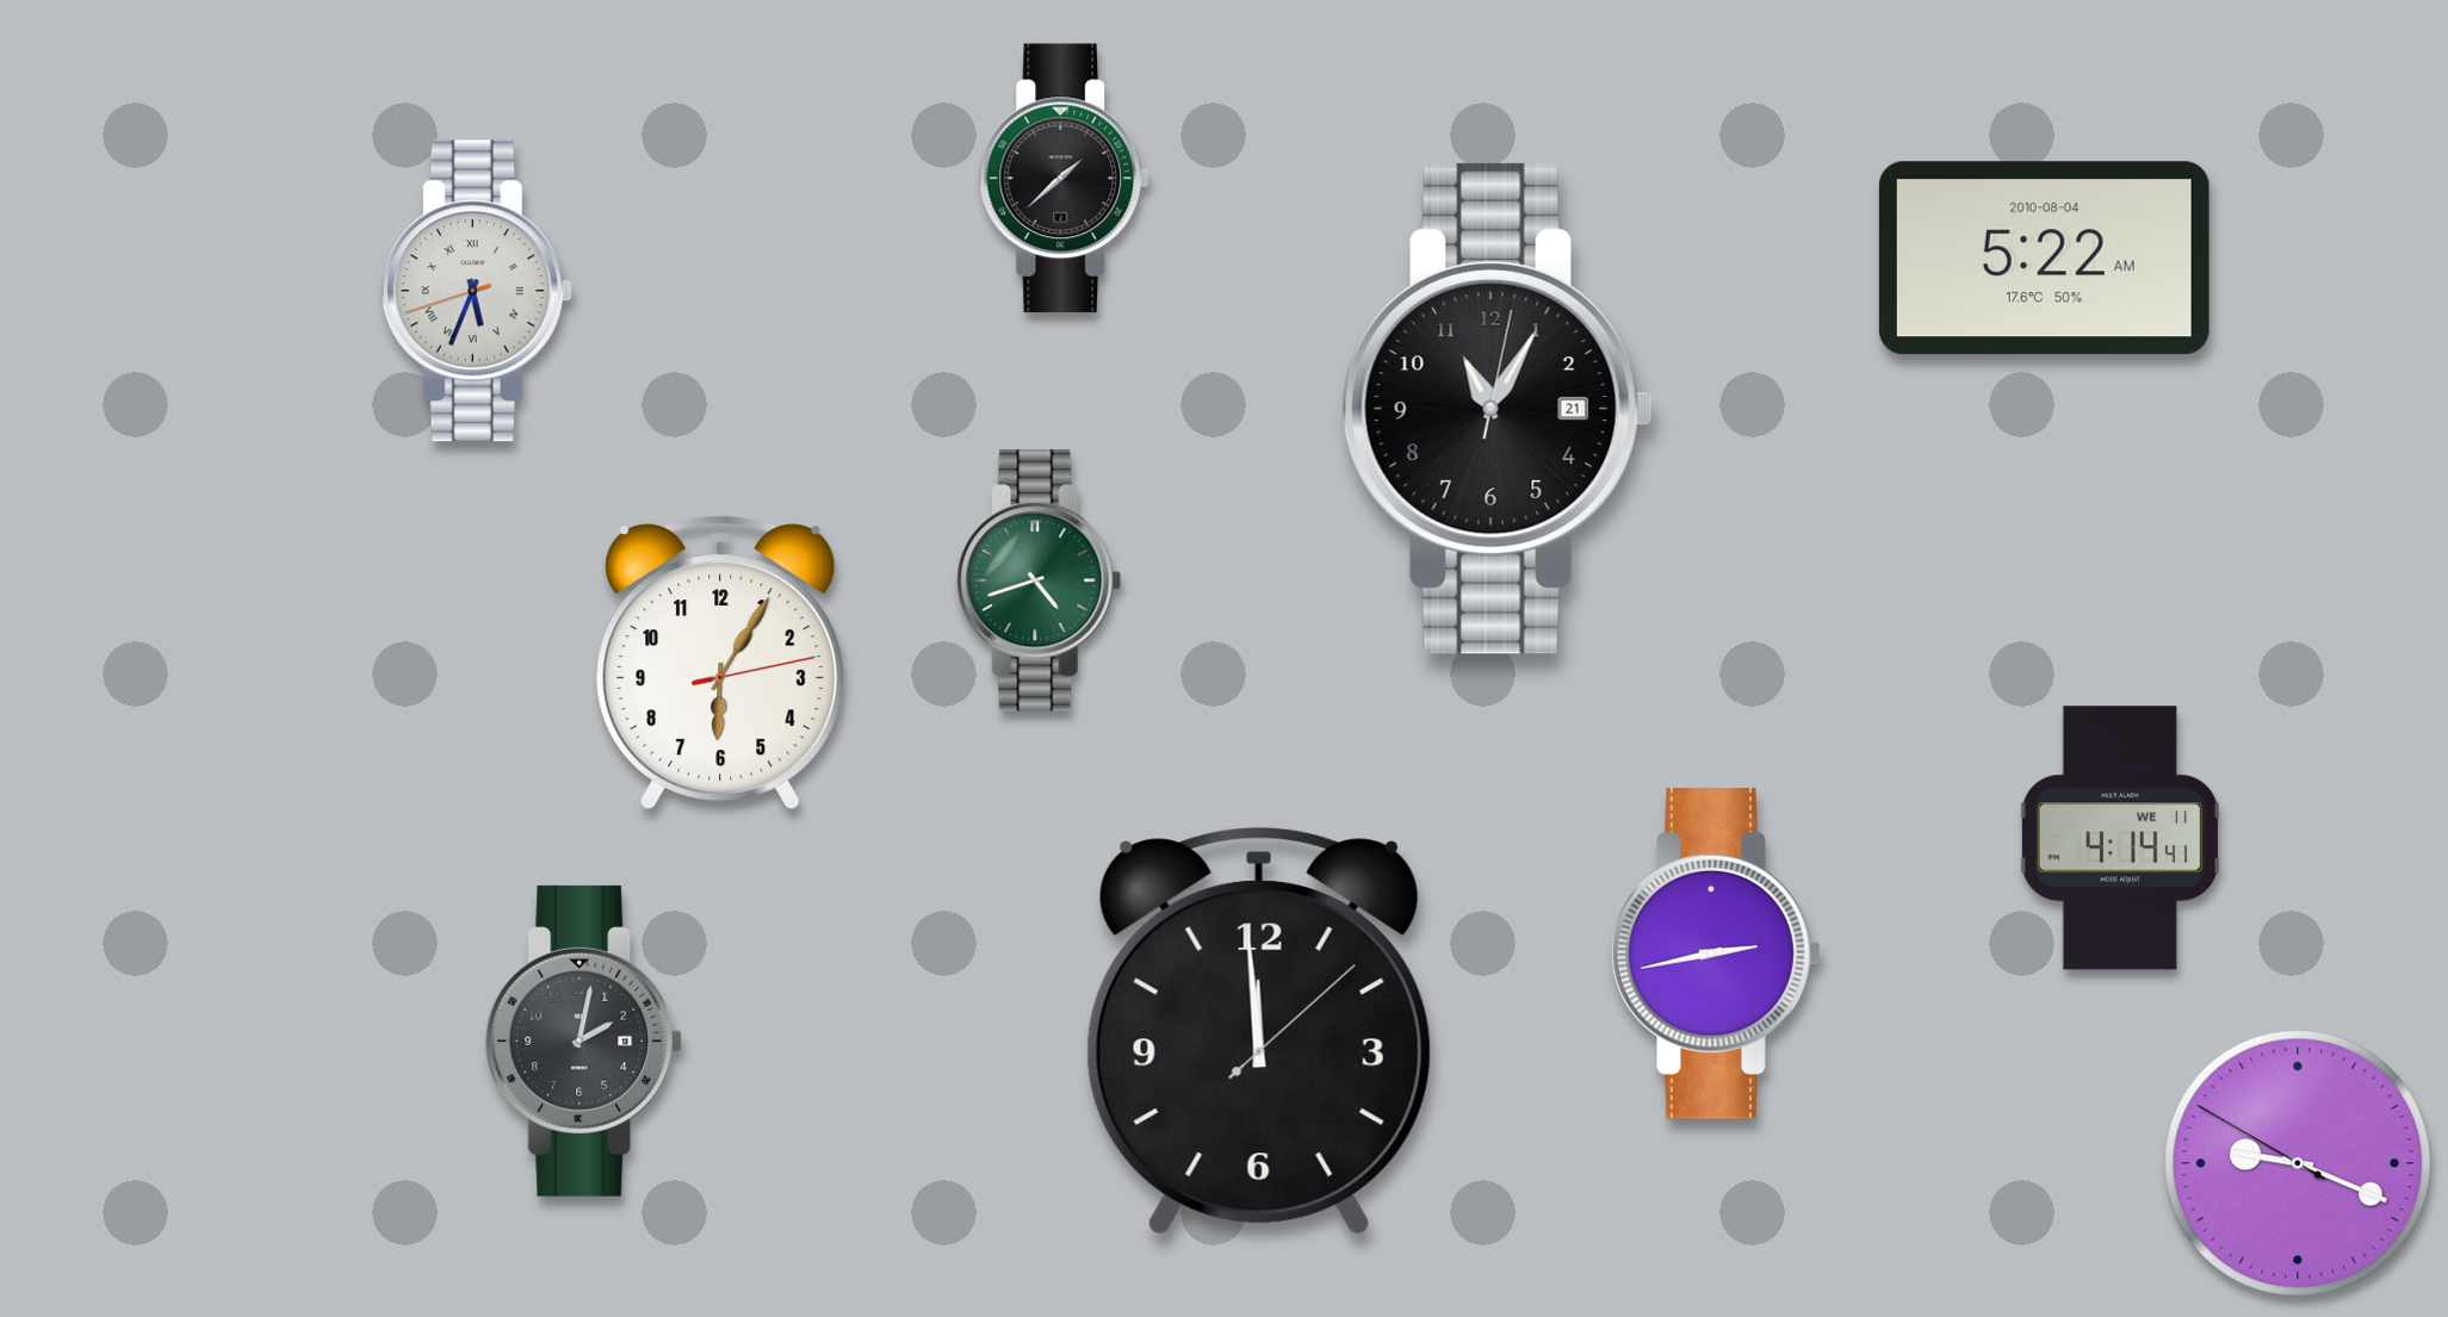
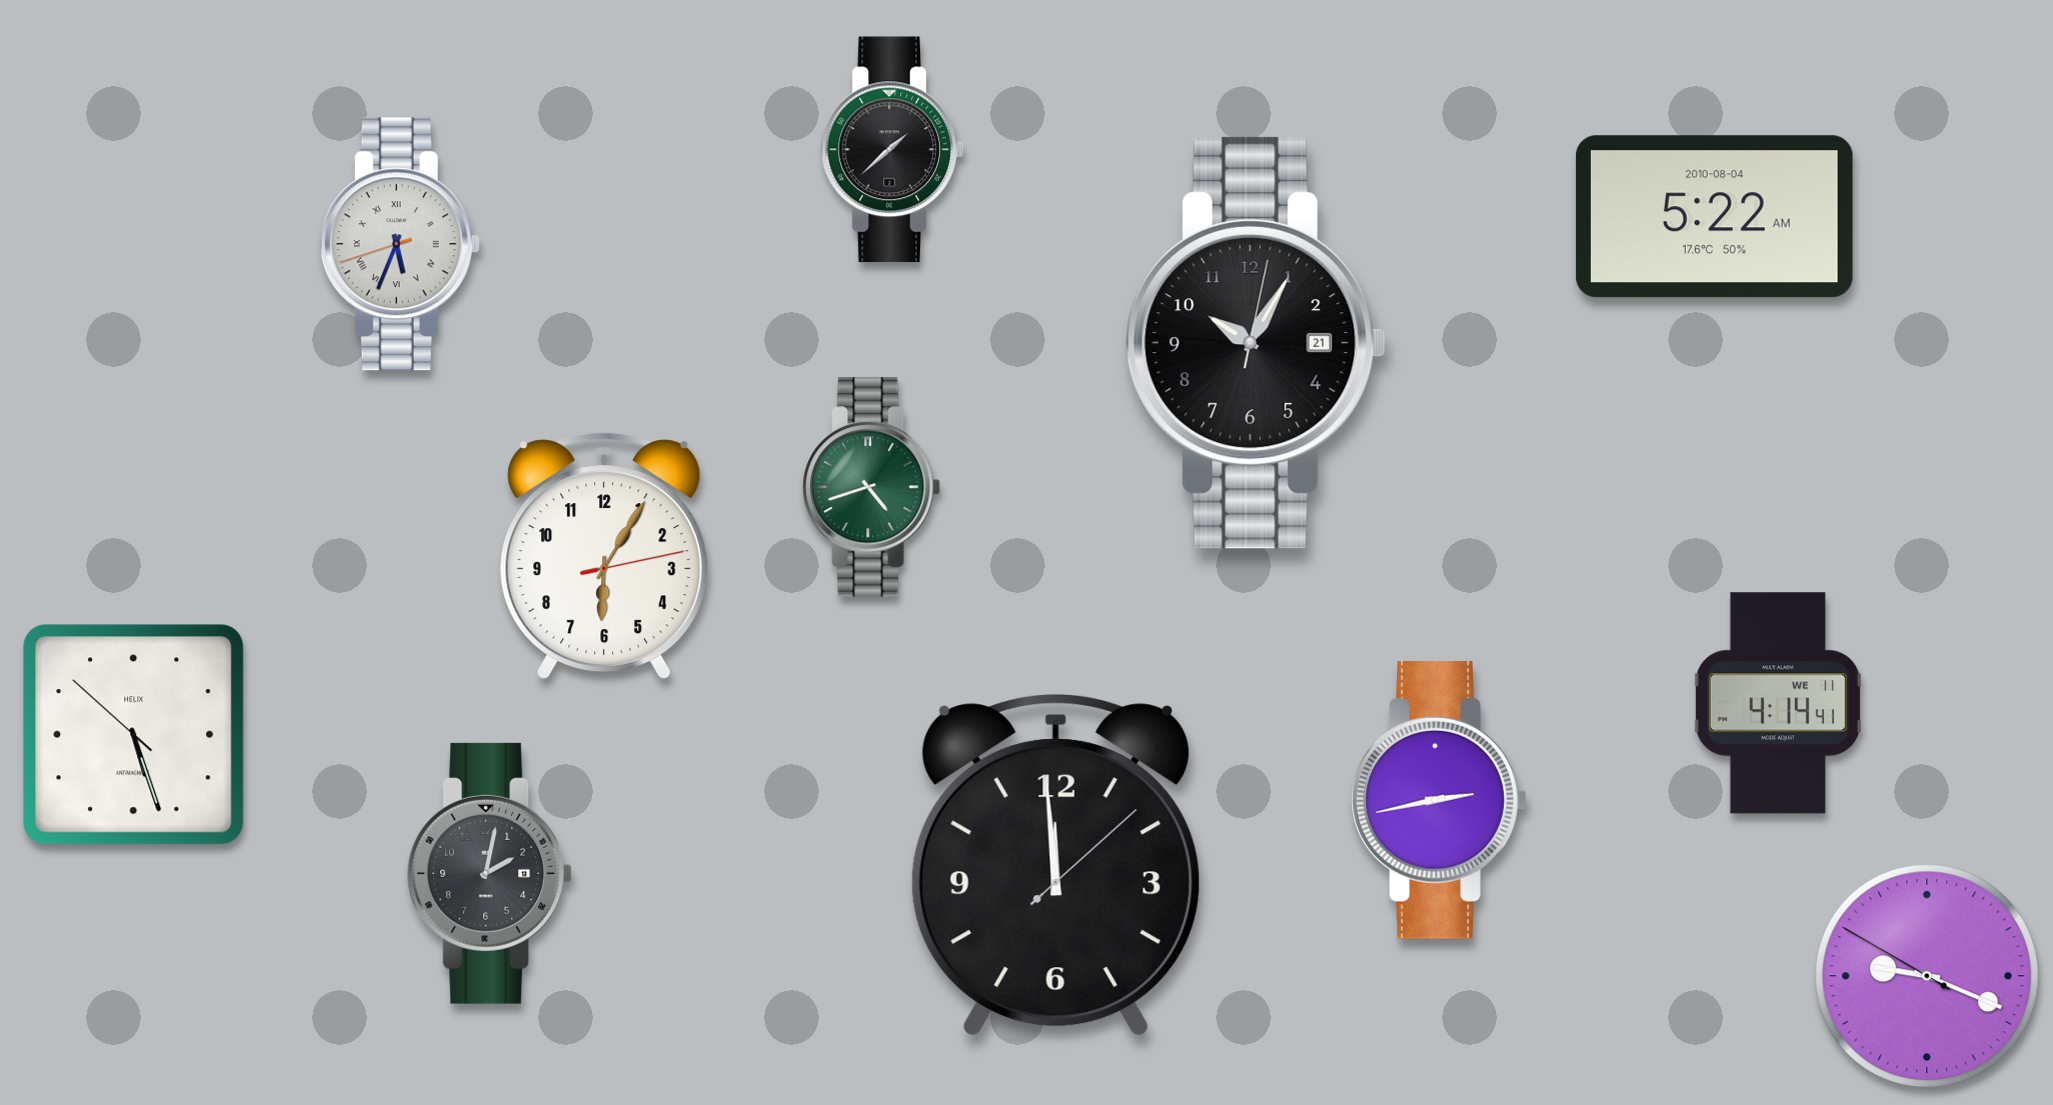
clock at (1498, 409): 11:05 -> 10:05
clock at (134, 735): none -> 5:26
